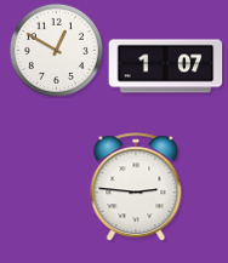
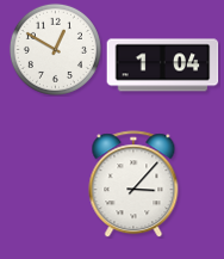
clock at (166, 67): 1:07 -> 1:04
clock at (136, 187): 2:46 -> 3:07
